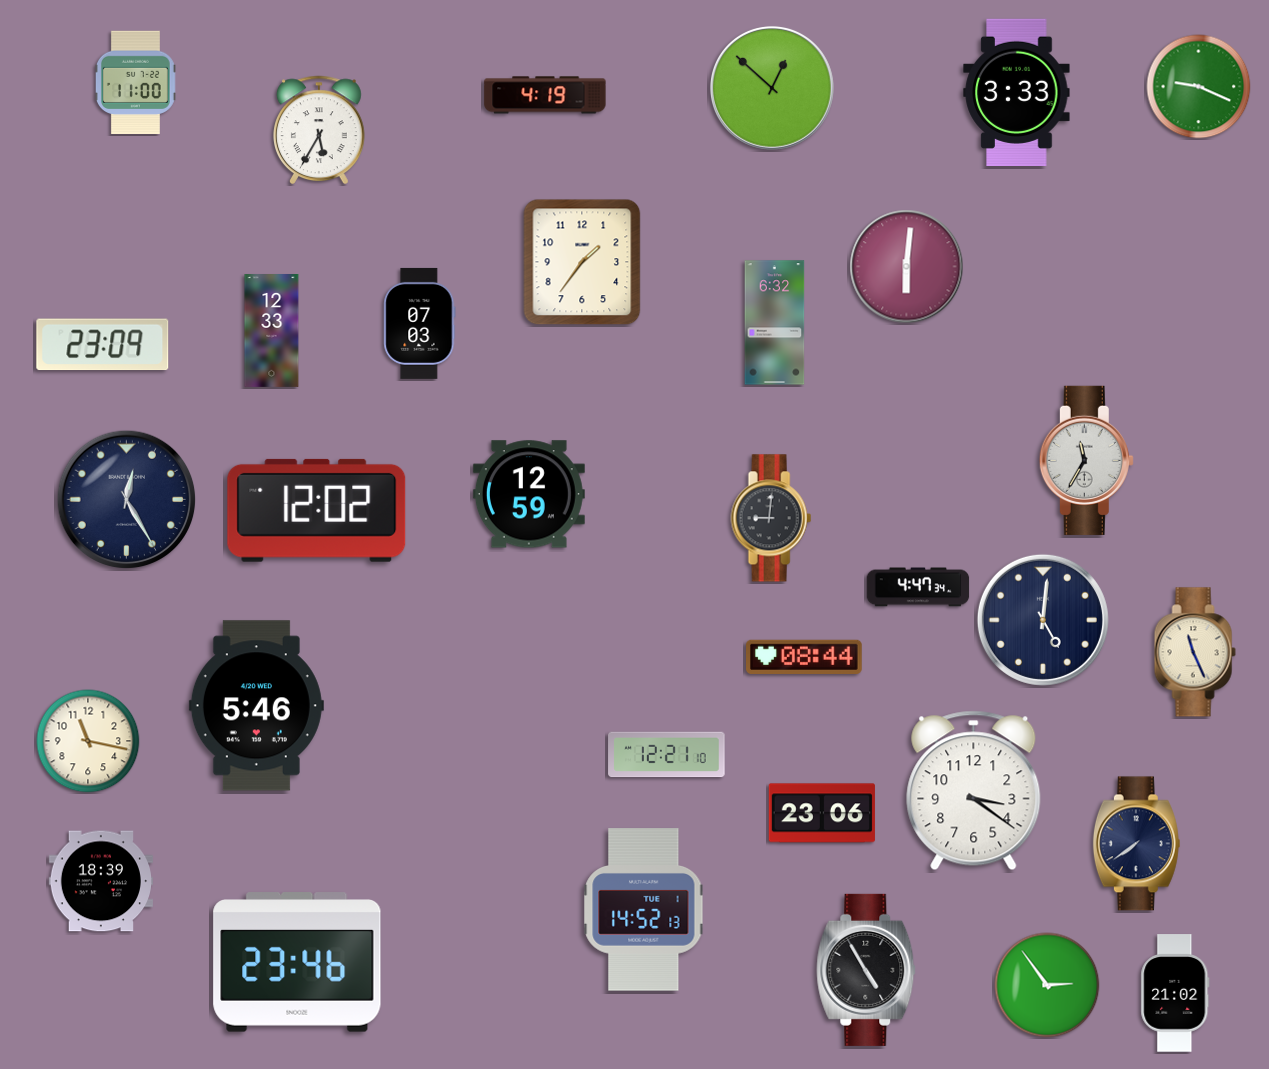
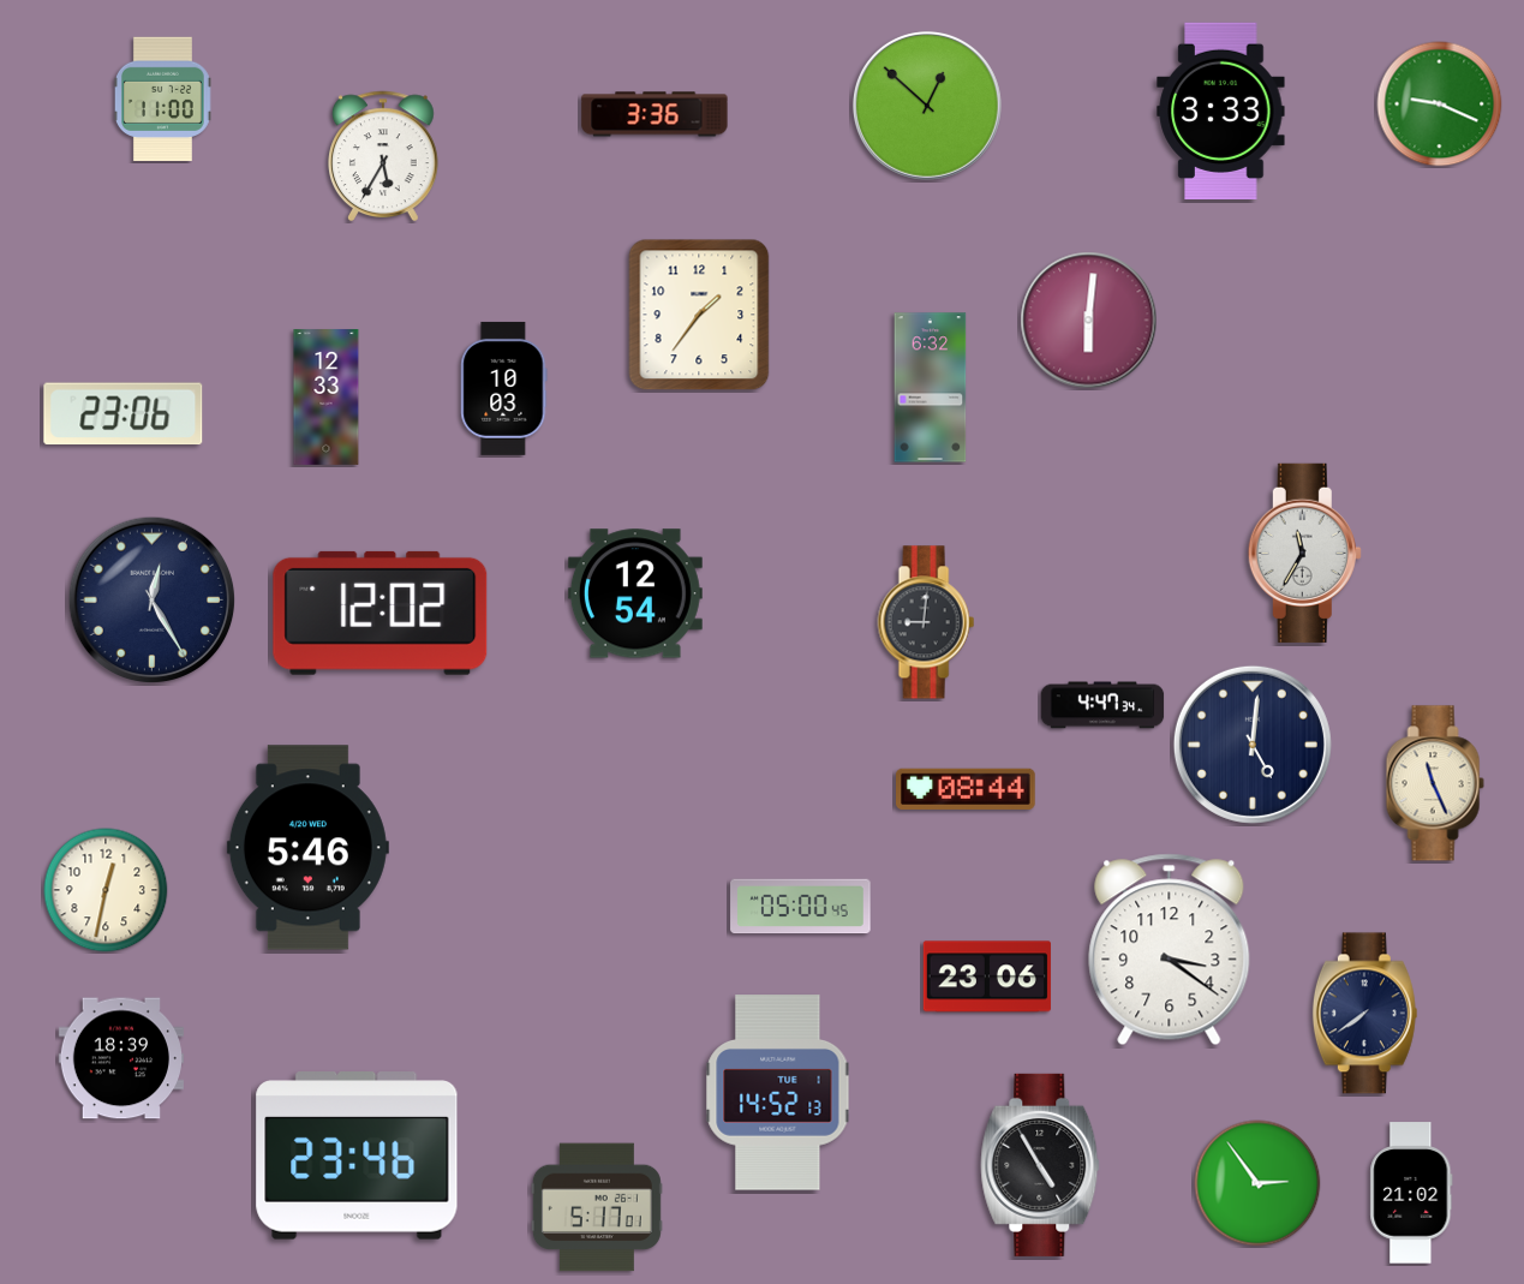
clock at (545, 95): 4:19 -> 3:36
clock at (420, 323): 07:03 -> 10:03
clock at (103, 345): 23:09 -> 23:06
clock at (529, 494): 12:59 -> 12:54
clock at (88, 741): 11:17 -> 12:32
clock at (667, 755): 12:21 -> 05:00
clock at (644, 910) position: (644, 910) -> (778, 1093)
clock at (597, 1207): none -> 5:17
